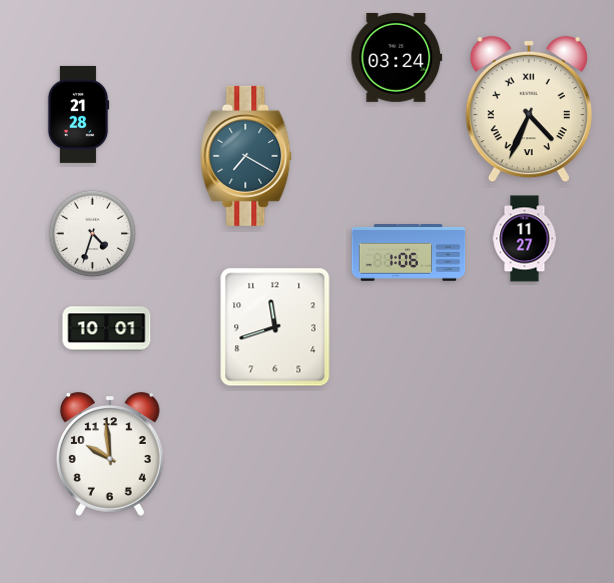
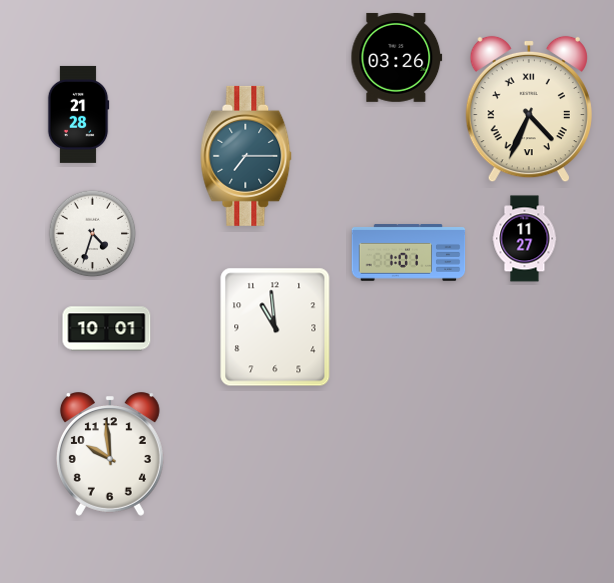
clock at (397, 57): 03:24 -> 03:26
clock at (246, 156): 7:20 -> 7:15
clock at (409, 253): 1:06 -> 1:01
clock at (275, 327): 11:42 -> 10:59
